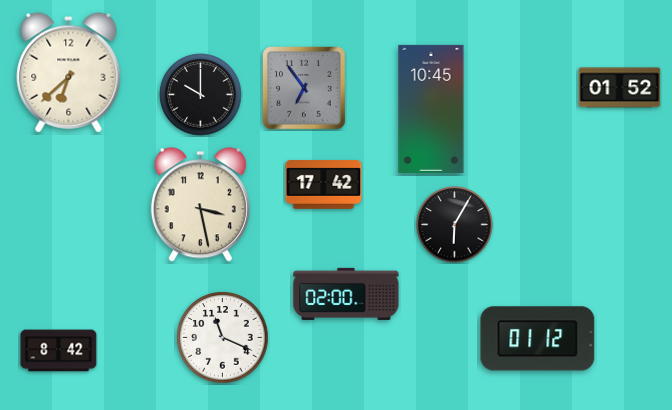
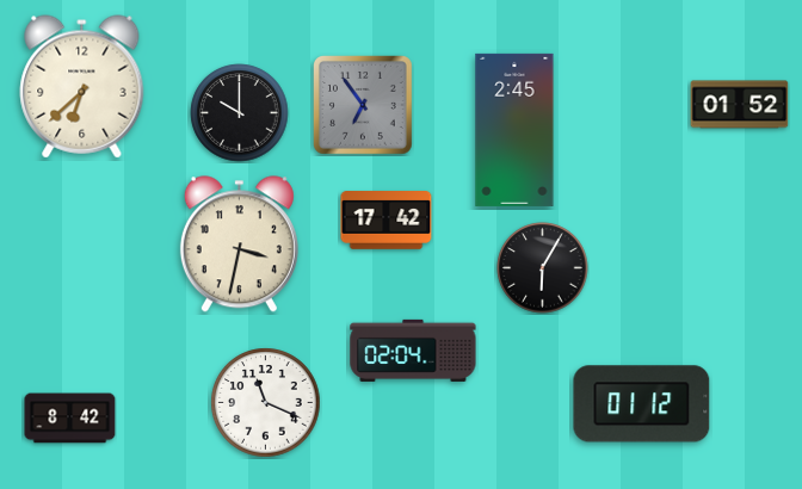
clock at (431, 109): 10:45 -> 2:45
clock at (200, 205): 3:28 -> 3:32
clock at (346, 294): 02:00 -> 02:04
